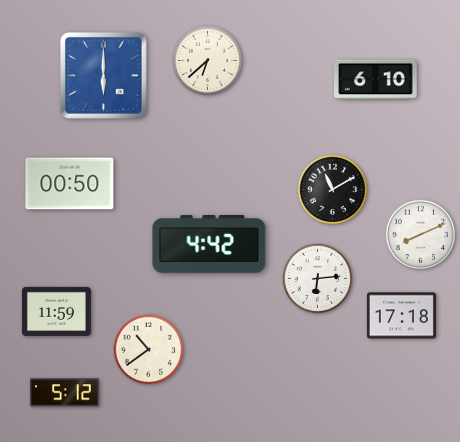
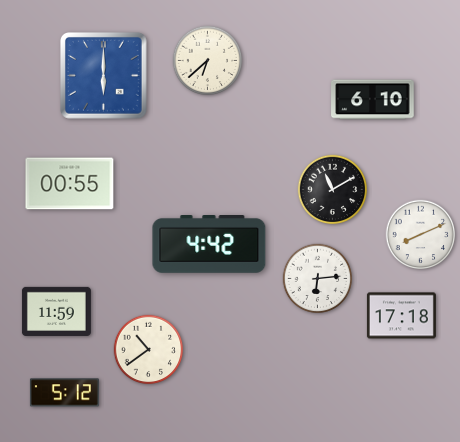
clock at (376, 80) position: (376, 80) -> (373, 100)
clock at (70, 184): 00:50 -> 00:55
